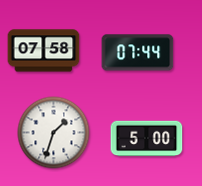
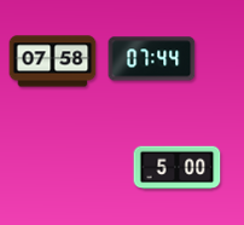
clock at (138, 53) position: (138, 53) -> (152, 59)
clock at (54, 133): 1:33 -> none
